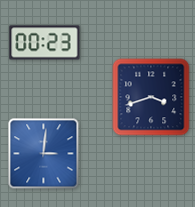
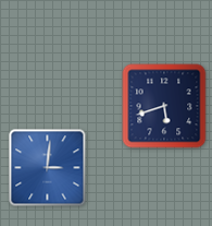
clock at (45, 43): 00:23 -> none
clock at (151, 97): 3:42 -> 5:42
